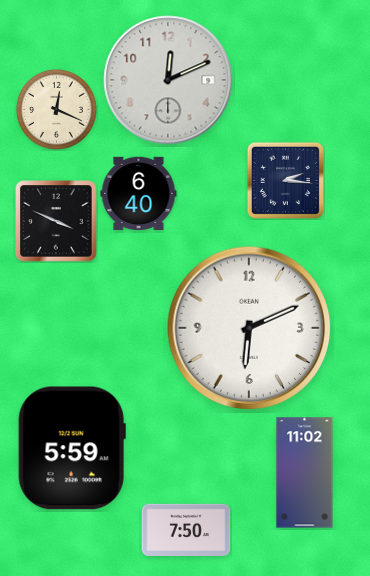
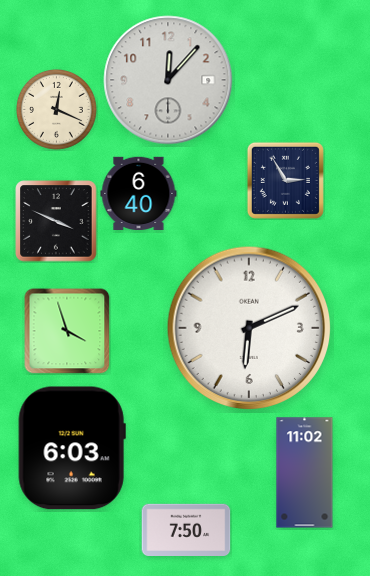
clock at (168, 80): 12:11 -> 12:07
clock at (285, 180): 2:16 -> 2:55
clock at (67, 331): none -> 3:57
clock at (72, 448): 5:59 -> 6:03
